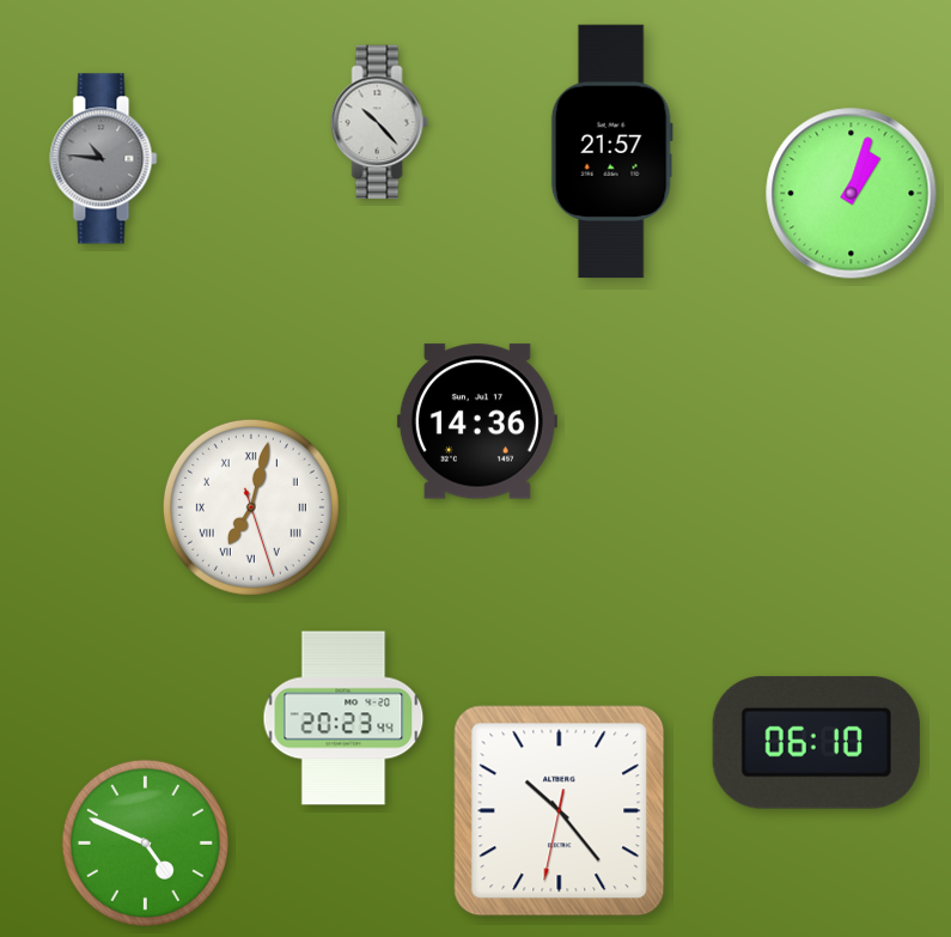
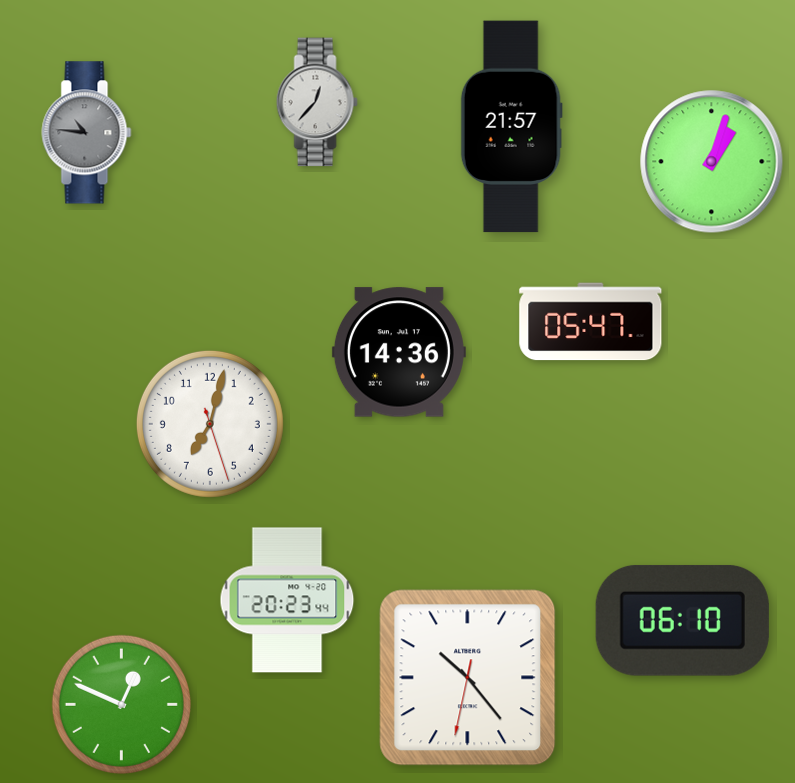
clock at (379, 122): 10:23 -> 12:37
clock at (591, 322): none -> 05:47
clock at (251, 507) numerals: Roman -> Arabic
clock at (145, 842): 4:49 -> 12:49
